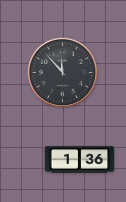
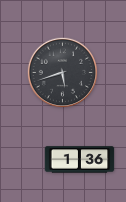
clock at (63, 73): 11:53 -> 5:42
